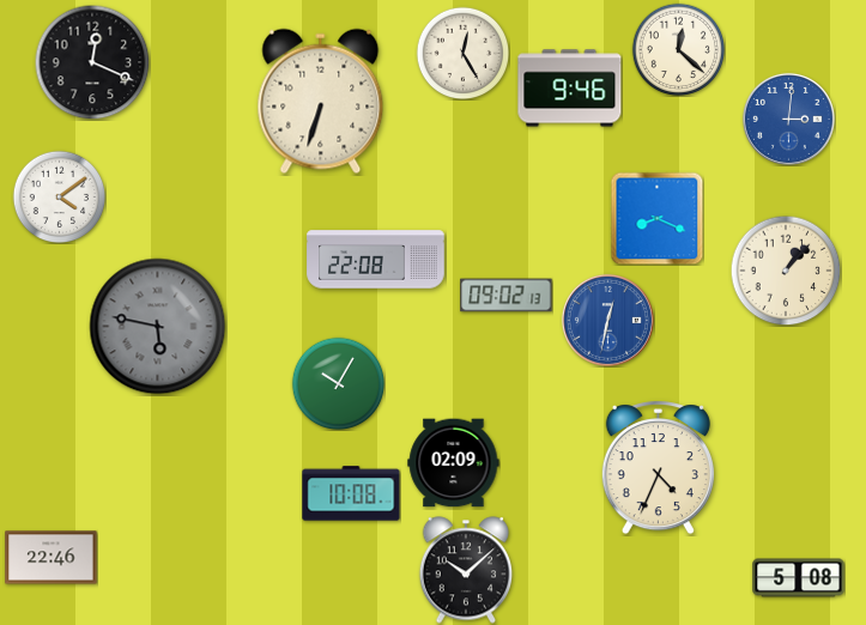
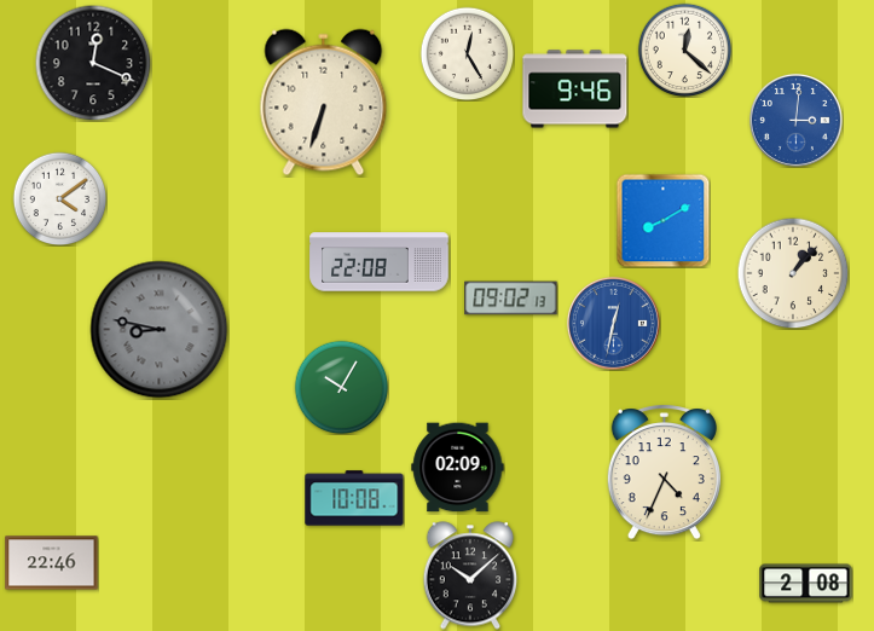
clock at (656, 218): 8:19 -> 8:10
clock at (158, 327): 5:47 -> 8:47
clock at (799, 578): 5:08 -> 2:08
